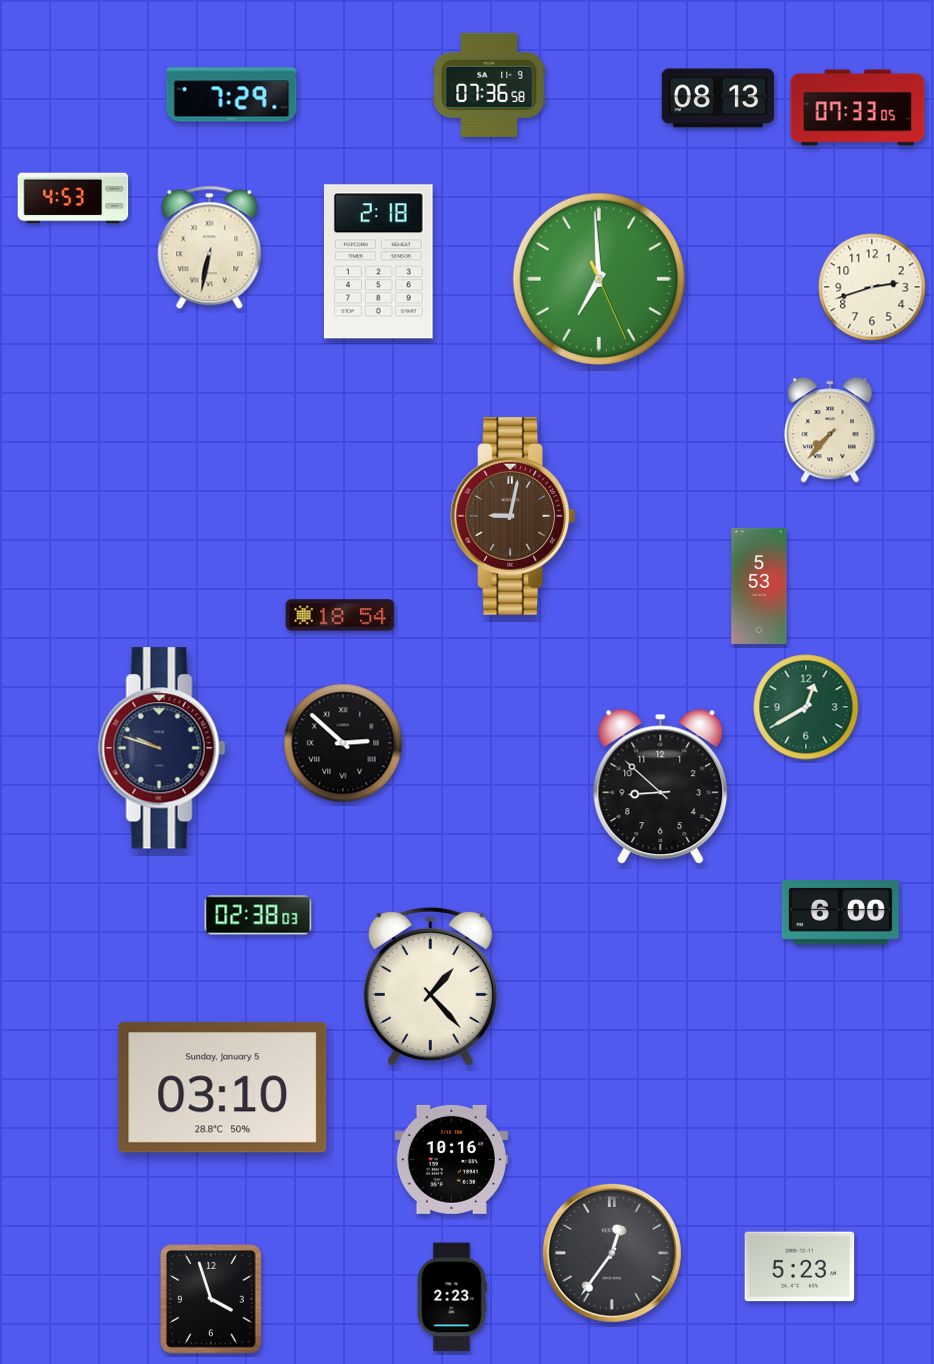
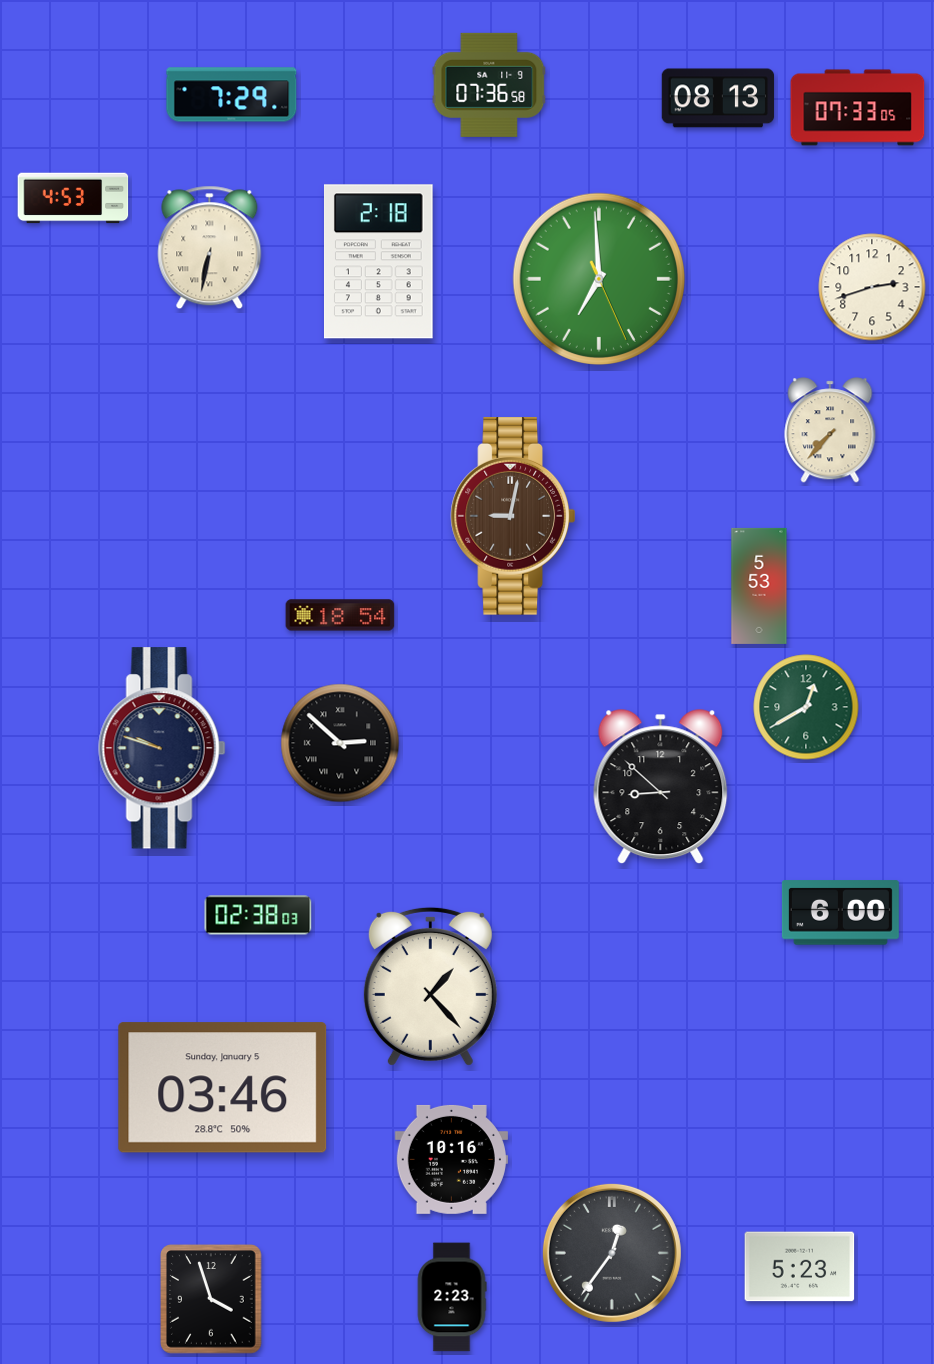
clock at (343, 743) position: (343, 743) -> (340, 743)
clock at (223, 1088): 03:10 -> 03:46
